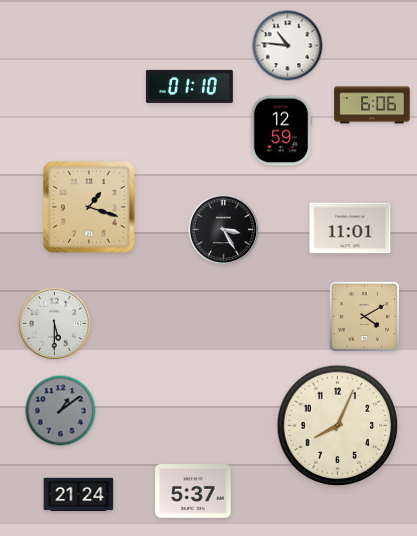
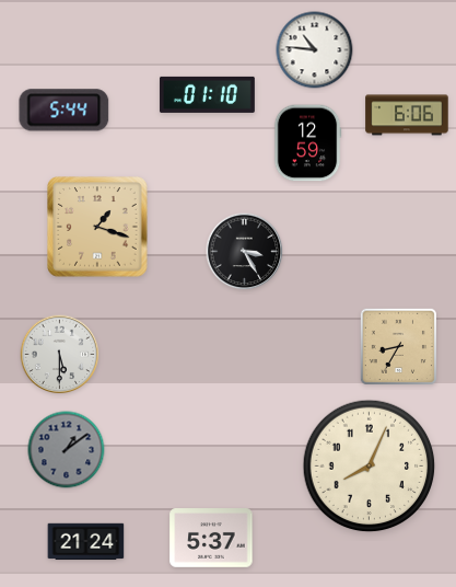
clock at (65, 111): none -> 5:44
clock at (350, 228): 11:01 -> none
clock at (364, 316): 4:10 -> 8:35
